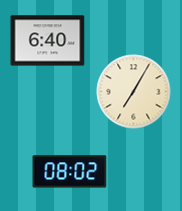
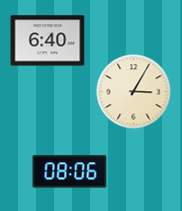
clock at (134, 92): 7:05 -> 3:05
clock at (70, 172): 08:02 -> 08:06
